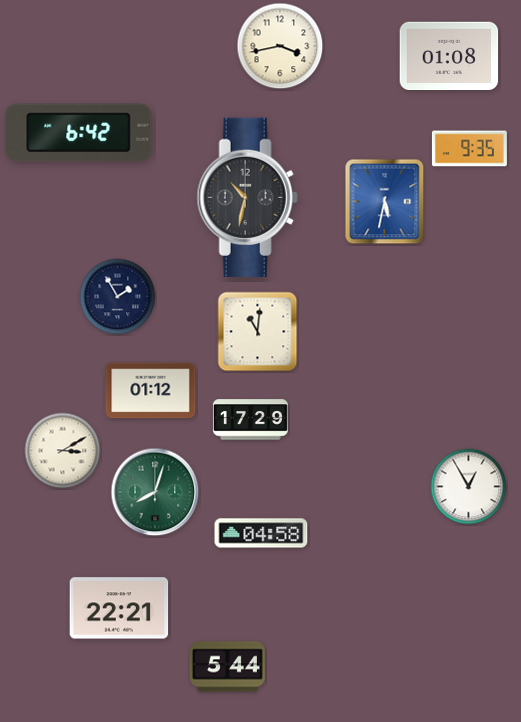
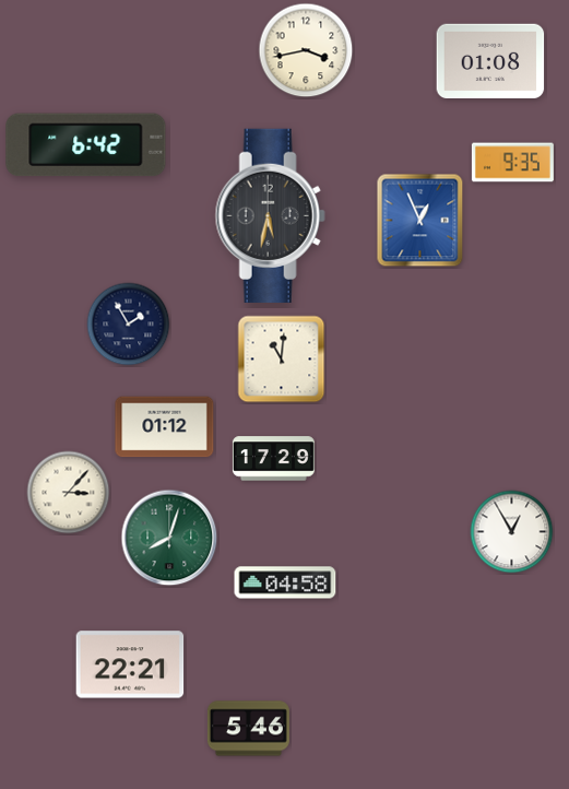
clock at (247, 197): 10:32 -> 5:32
clock at (385, 202): 5:32 -> 12:56
clock at (258, 332) position: (258, 332) -> (282, 360)
clock at (63, 451): 3:10 -> 3:07
clock at (227, 667): 5:44 -> 5:46
